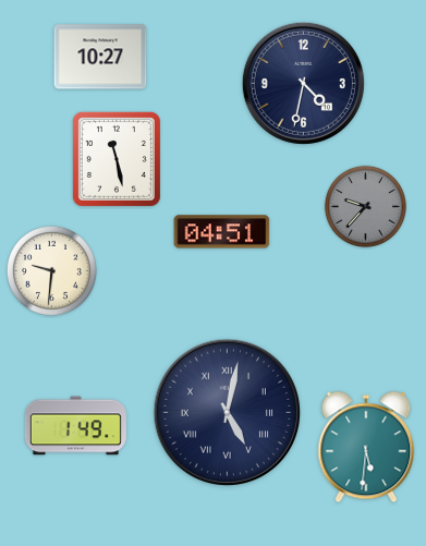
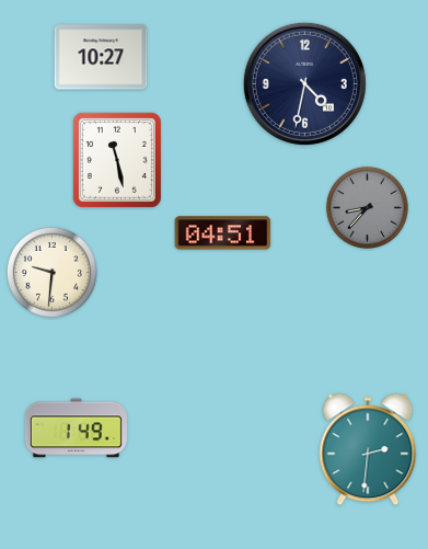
clock at (365, 206): 9:37 -> 8:37
clock at (228, 413): 5:02 -> none
clock at (366, 447): 5:31 -> 2:31
